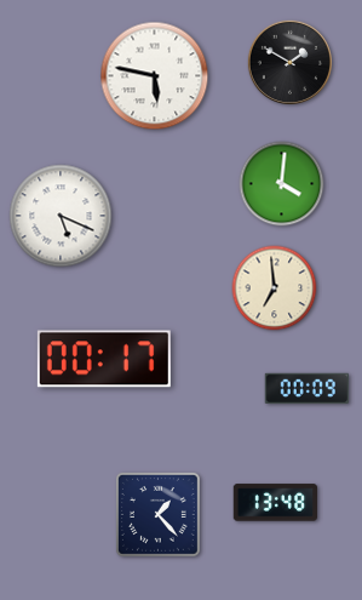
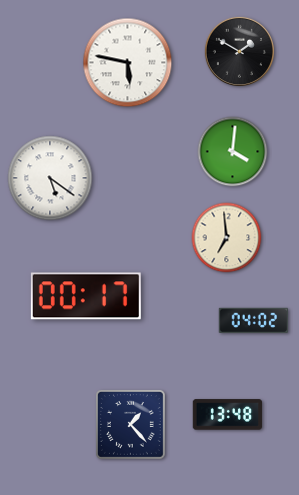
clock at (61, 216): 5:19 -> 5:21
clock at (308, 388): 00:09 -> 04:02
